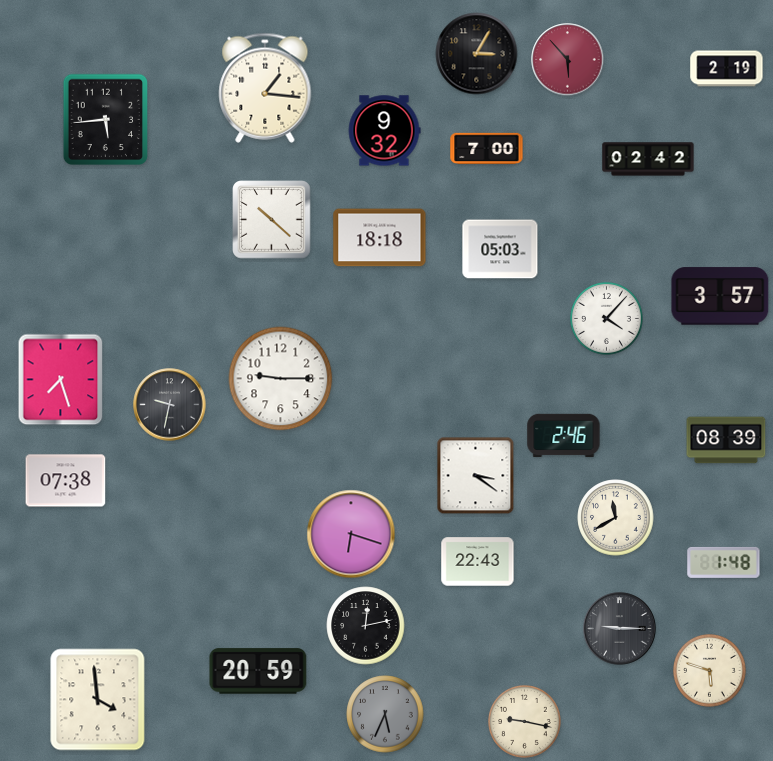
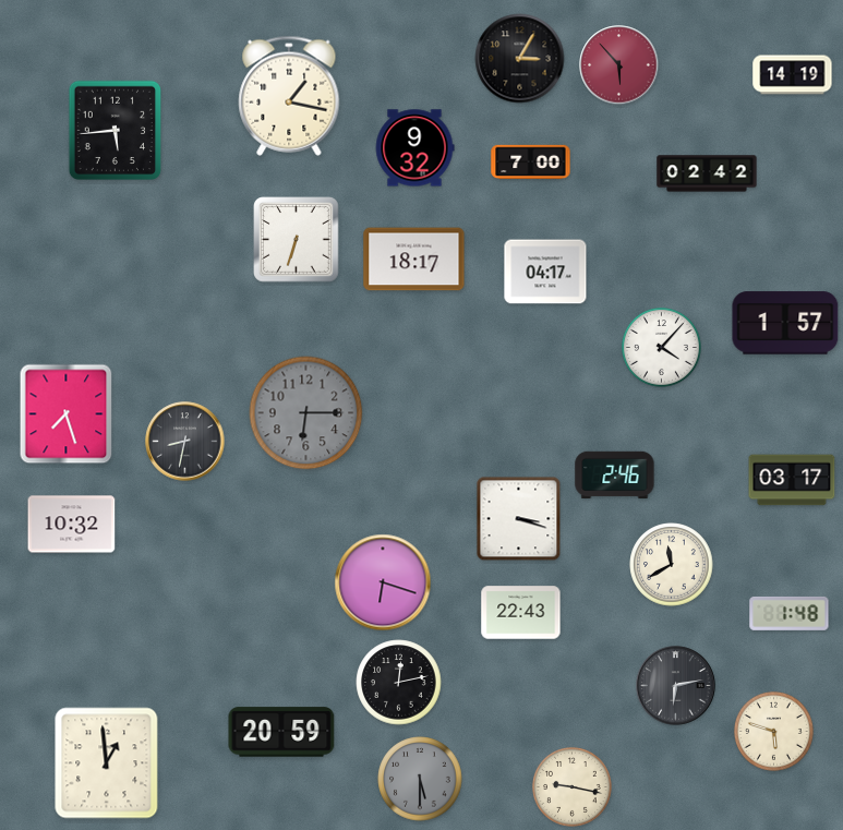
clock at (727, 69): 2:19 -> 14:19
clock at (265, 88): 1:16 -> 1:17
clock at (384, 131) position: (384, 131) -> (414, 148)
clock at (272, 220): 10:22 -> 6:33
clock at (380, 238): 18:18 -> 18:17
clock at (500, 249): 05:03 -> 04:17
clock at (720, 296): 3:57 -> 1:57
clock at (281, 379): 9:15 -> 6:15
clock at (281, 379) dial: white -> grey
clock at (170, 405): 9:32 -> 8:32
clock at (726, 440): 08:39 -> 03:17
clock at (476, 476): 3:21 -> 3:18
clock at (66, 481): 07:38 -> 10:32
clock at (620, 629): 9:15 -> 6:13
clock at (98, 700): 3:59 -> 12:59
clock at (385, 714): 5:34 -> 5:30
